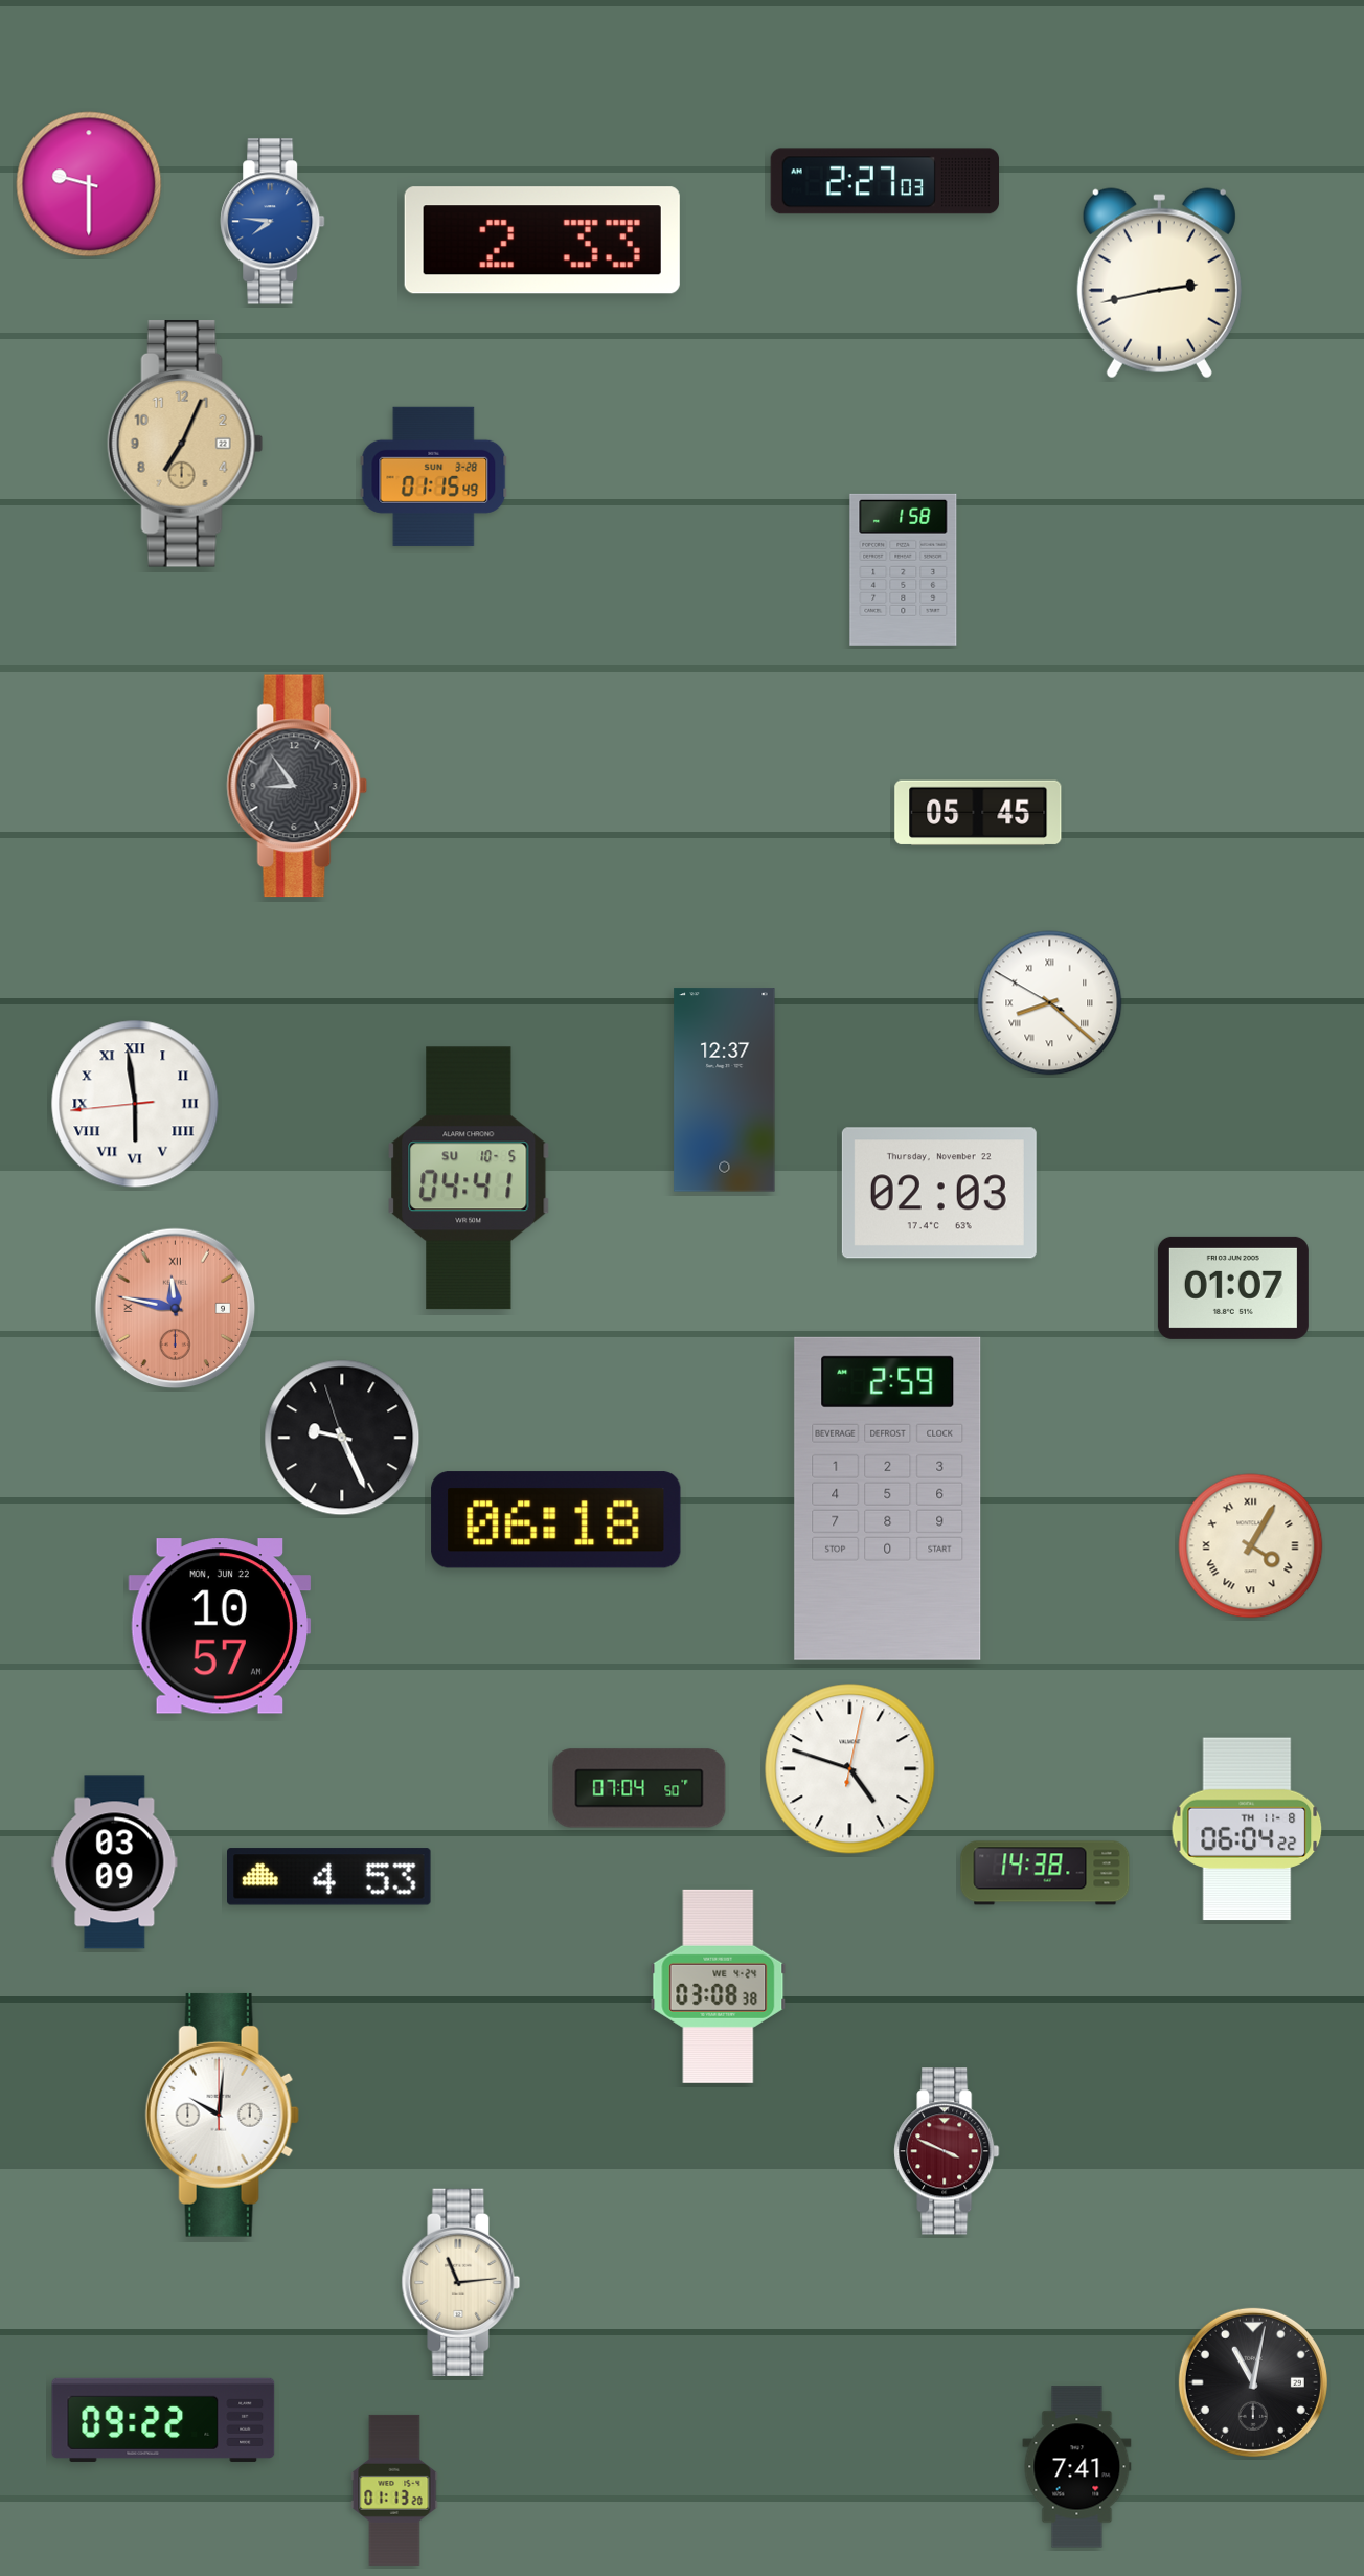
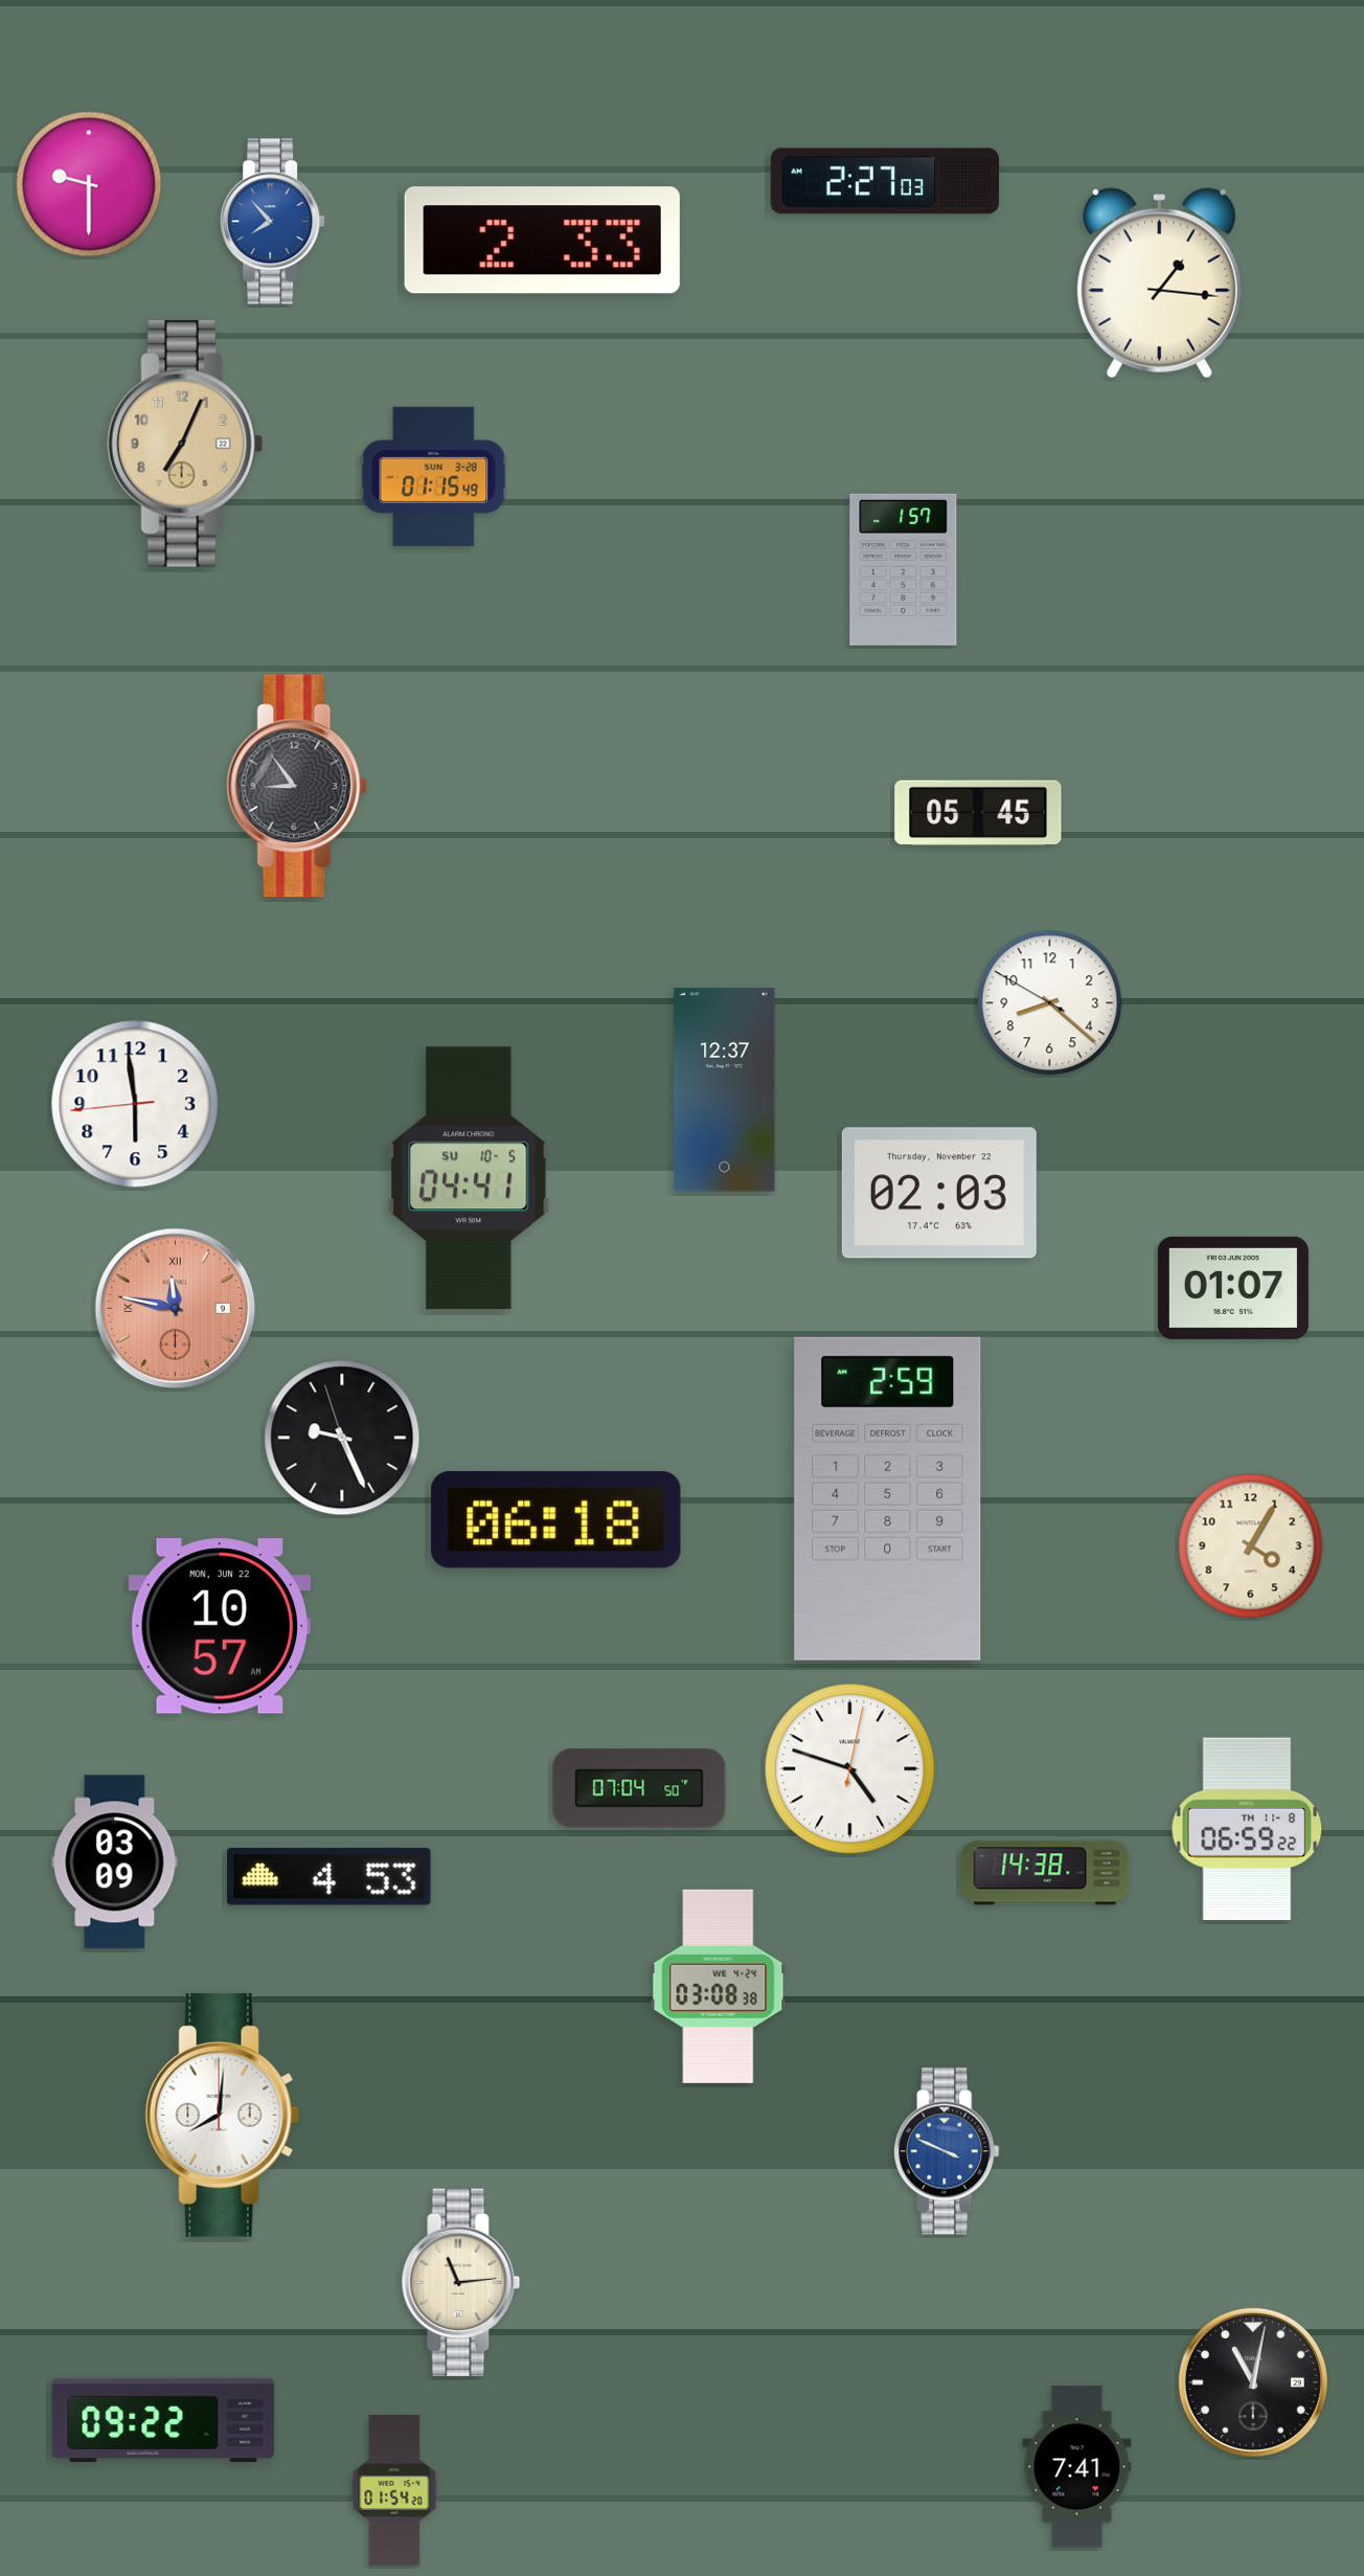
clock at (273, 222): 7:46 -> 7:53
clock at (1159, 284): 2:43 -> 1:16
clock at (904, 569): 1:58 -> 1:57
clock at (1050, 1003) numerals: Roman -> Arabic
clock at (135, 1104) numerals: Roman -> Arabic
clock at (1251, 1546) numerals: Roman -> Arabic
clock at (1247, 1829): 06:04 -> 06:59
clock at (222, 2115): 10:01 -> 8:01
clock at (947, 2151) dial: burgundy -> blue
clock at (394, 2490): 01:13 -> 01:54
